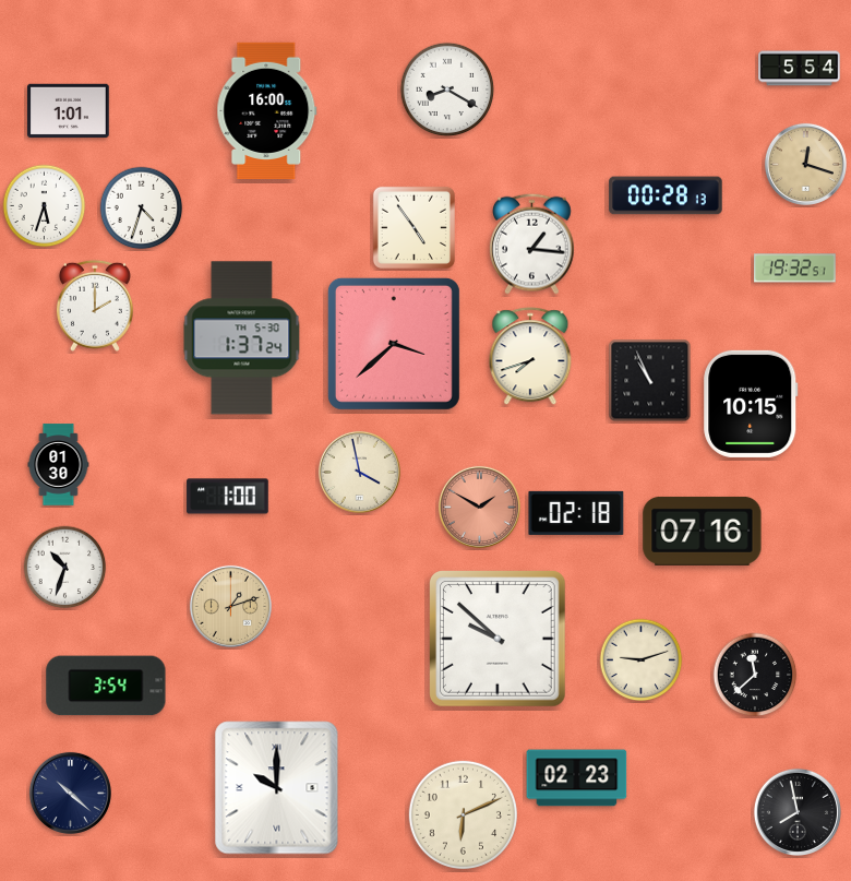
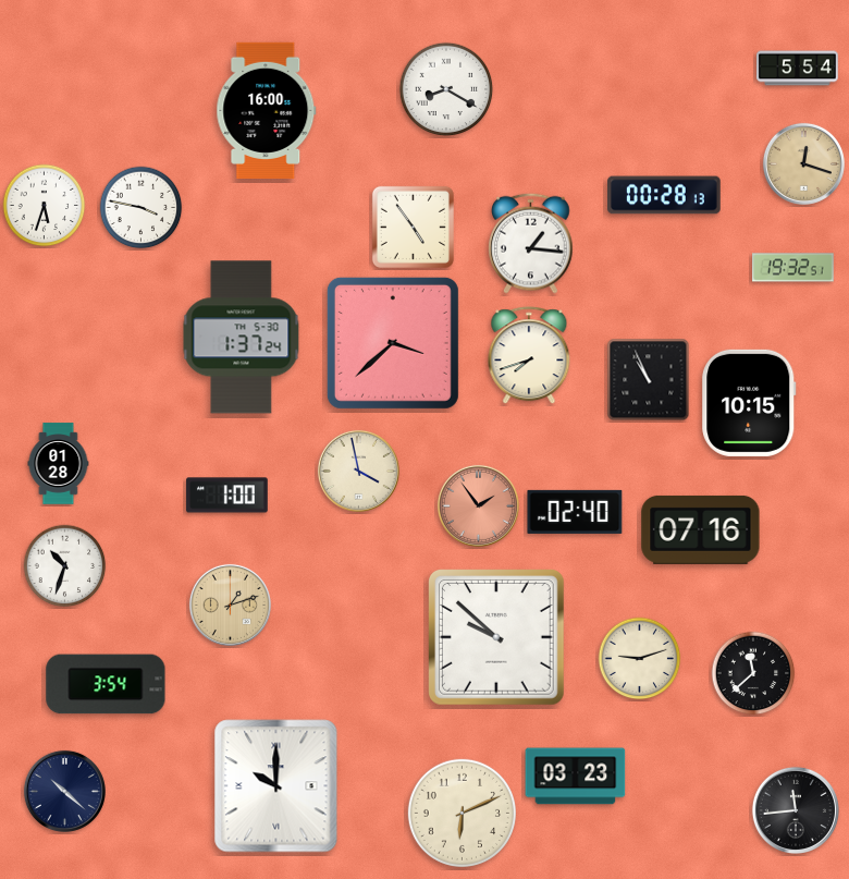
clock at (69, 111): 1:01 -> none
clock at (142, 209): 4:33 -> 3:47
clock at (95, 306): 2:00 -> none
clock at (59, 465): 01:30 -> 01:28
clock at (479, 507): 1:50 -> 1:54
clock at (576, 513): 02:18 -> 02:40
clock at (577, 778): 02:23 -> 03:23
clock at (70, 793) position: (70, 793) -> (64, 791)
clock at (798, 812): 7:58 -> 11:44
